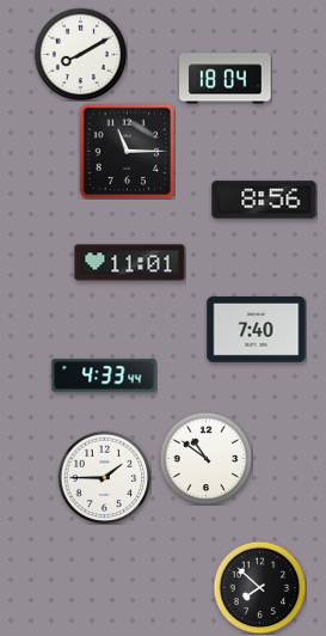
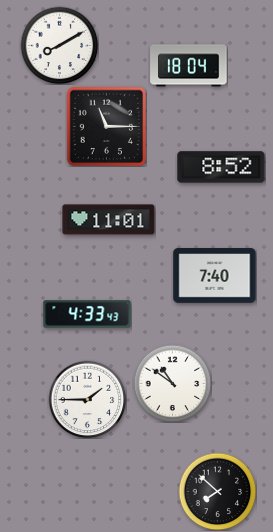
clock at (80, 54) position: (80, 54) -> (59, 45)
clock at (264, 200): 8:56 -> 8:52
clock at (104, 375): 4:33:44 -> 4:33:43
